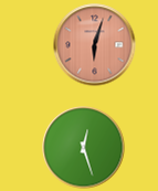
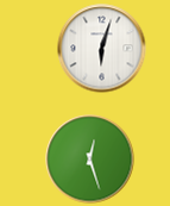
clock at (95, 45) dial: salmon -> white
